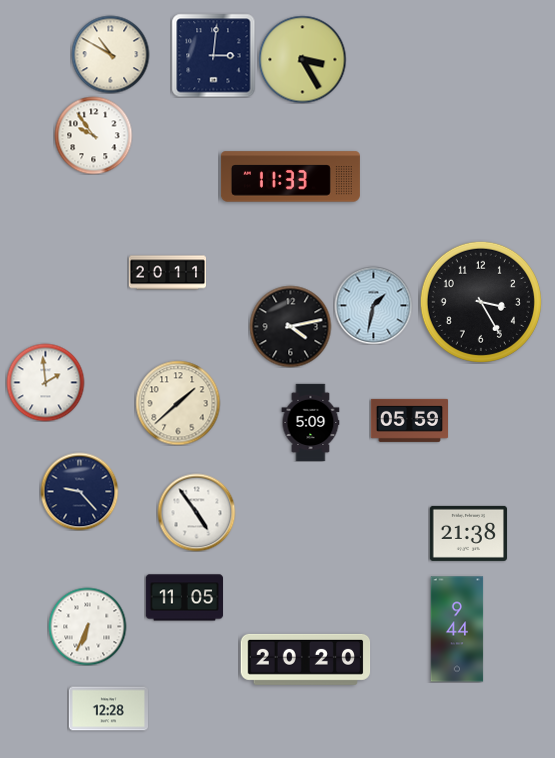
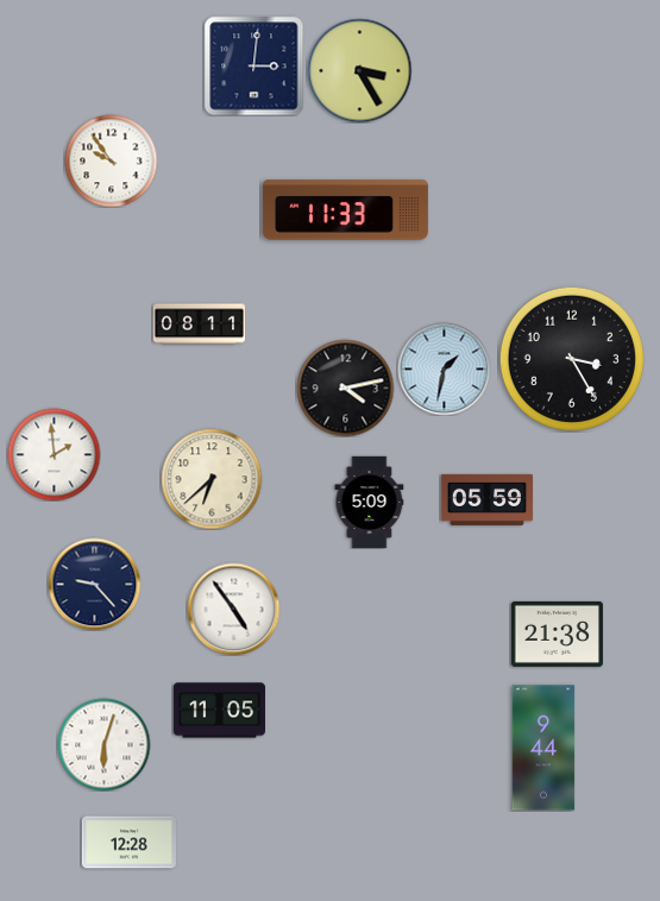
clock at (110, 54): 10:50 -> none
clock at (167, 273): 20:11 -> 08:11
clock at (373, 305) position: (373, 305) -> (444, 368)
clock at (178, 403): 1:38 -> 6:38
clock at (87, 626): 6:34 -> 6:03
clock at (306, 659): 20:20 -> none
